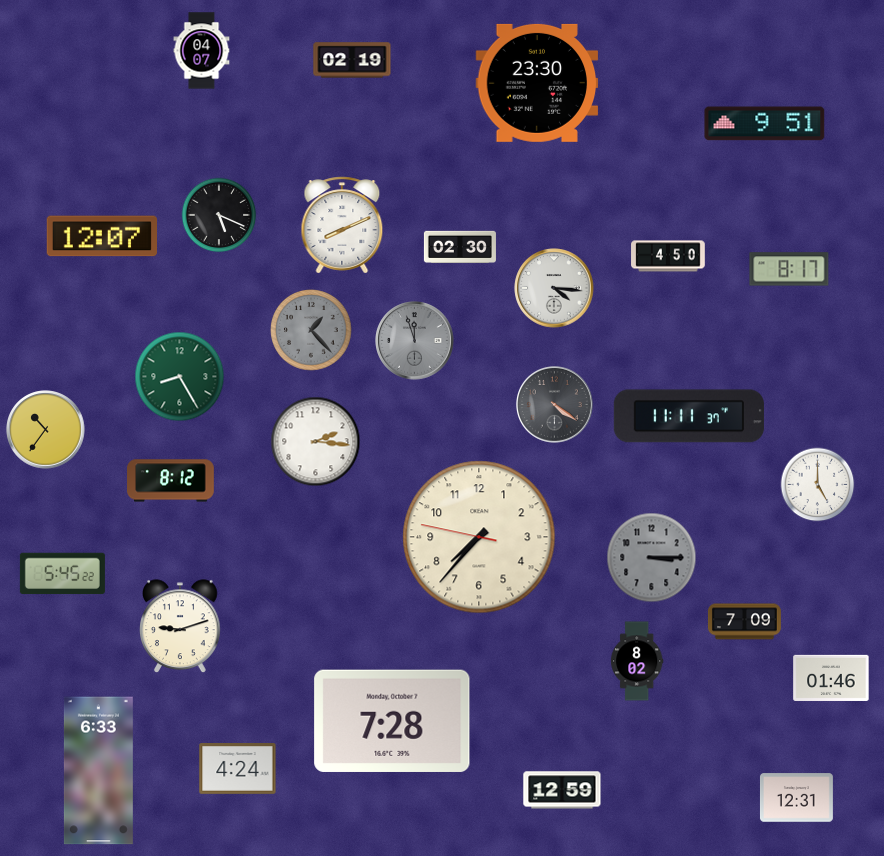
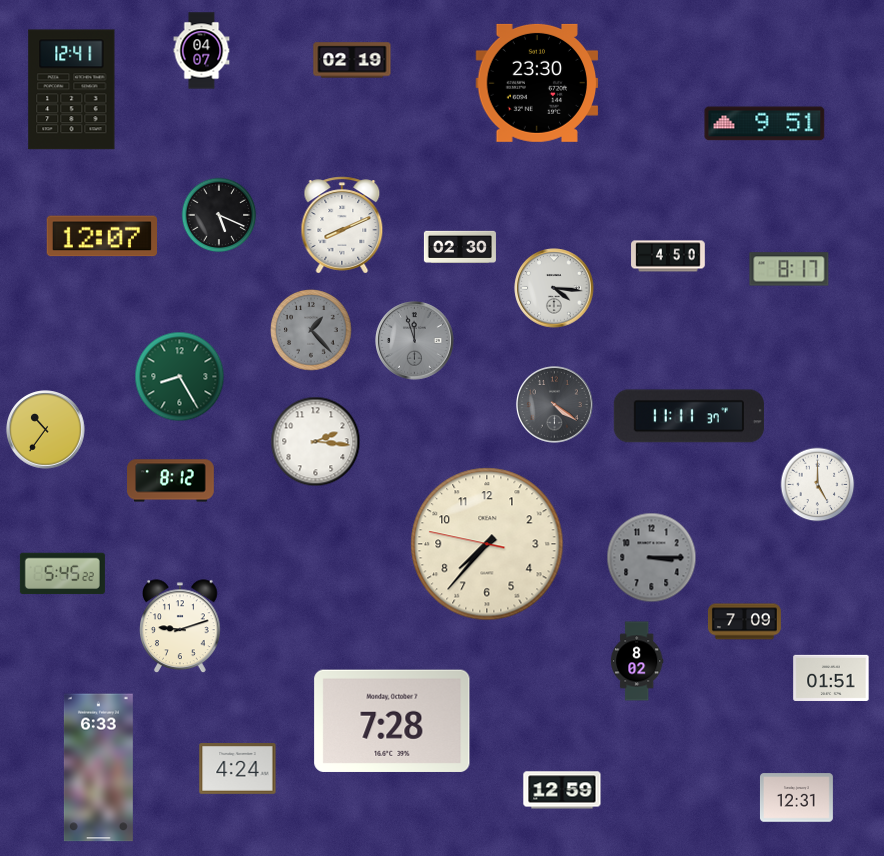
clock at (72, 90): none -> 12:41
clock at (479, 537) position: (479, 537) -> (487, 544)
clock at (831, 678): 01:46 -> 01:51
clock at (98, 771) position: (98, 771) -> (98, 768)
